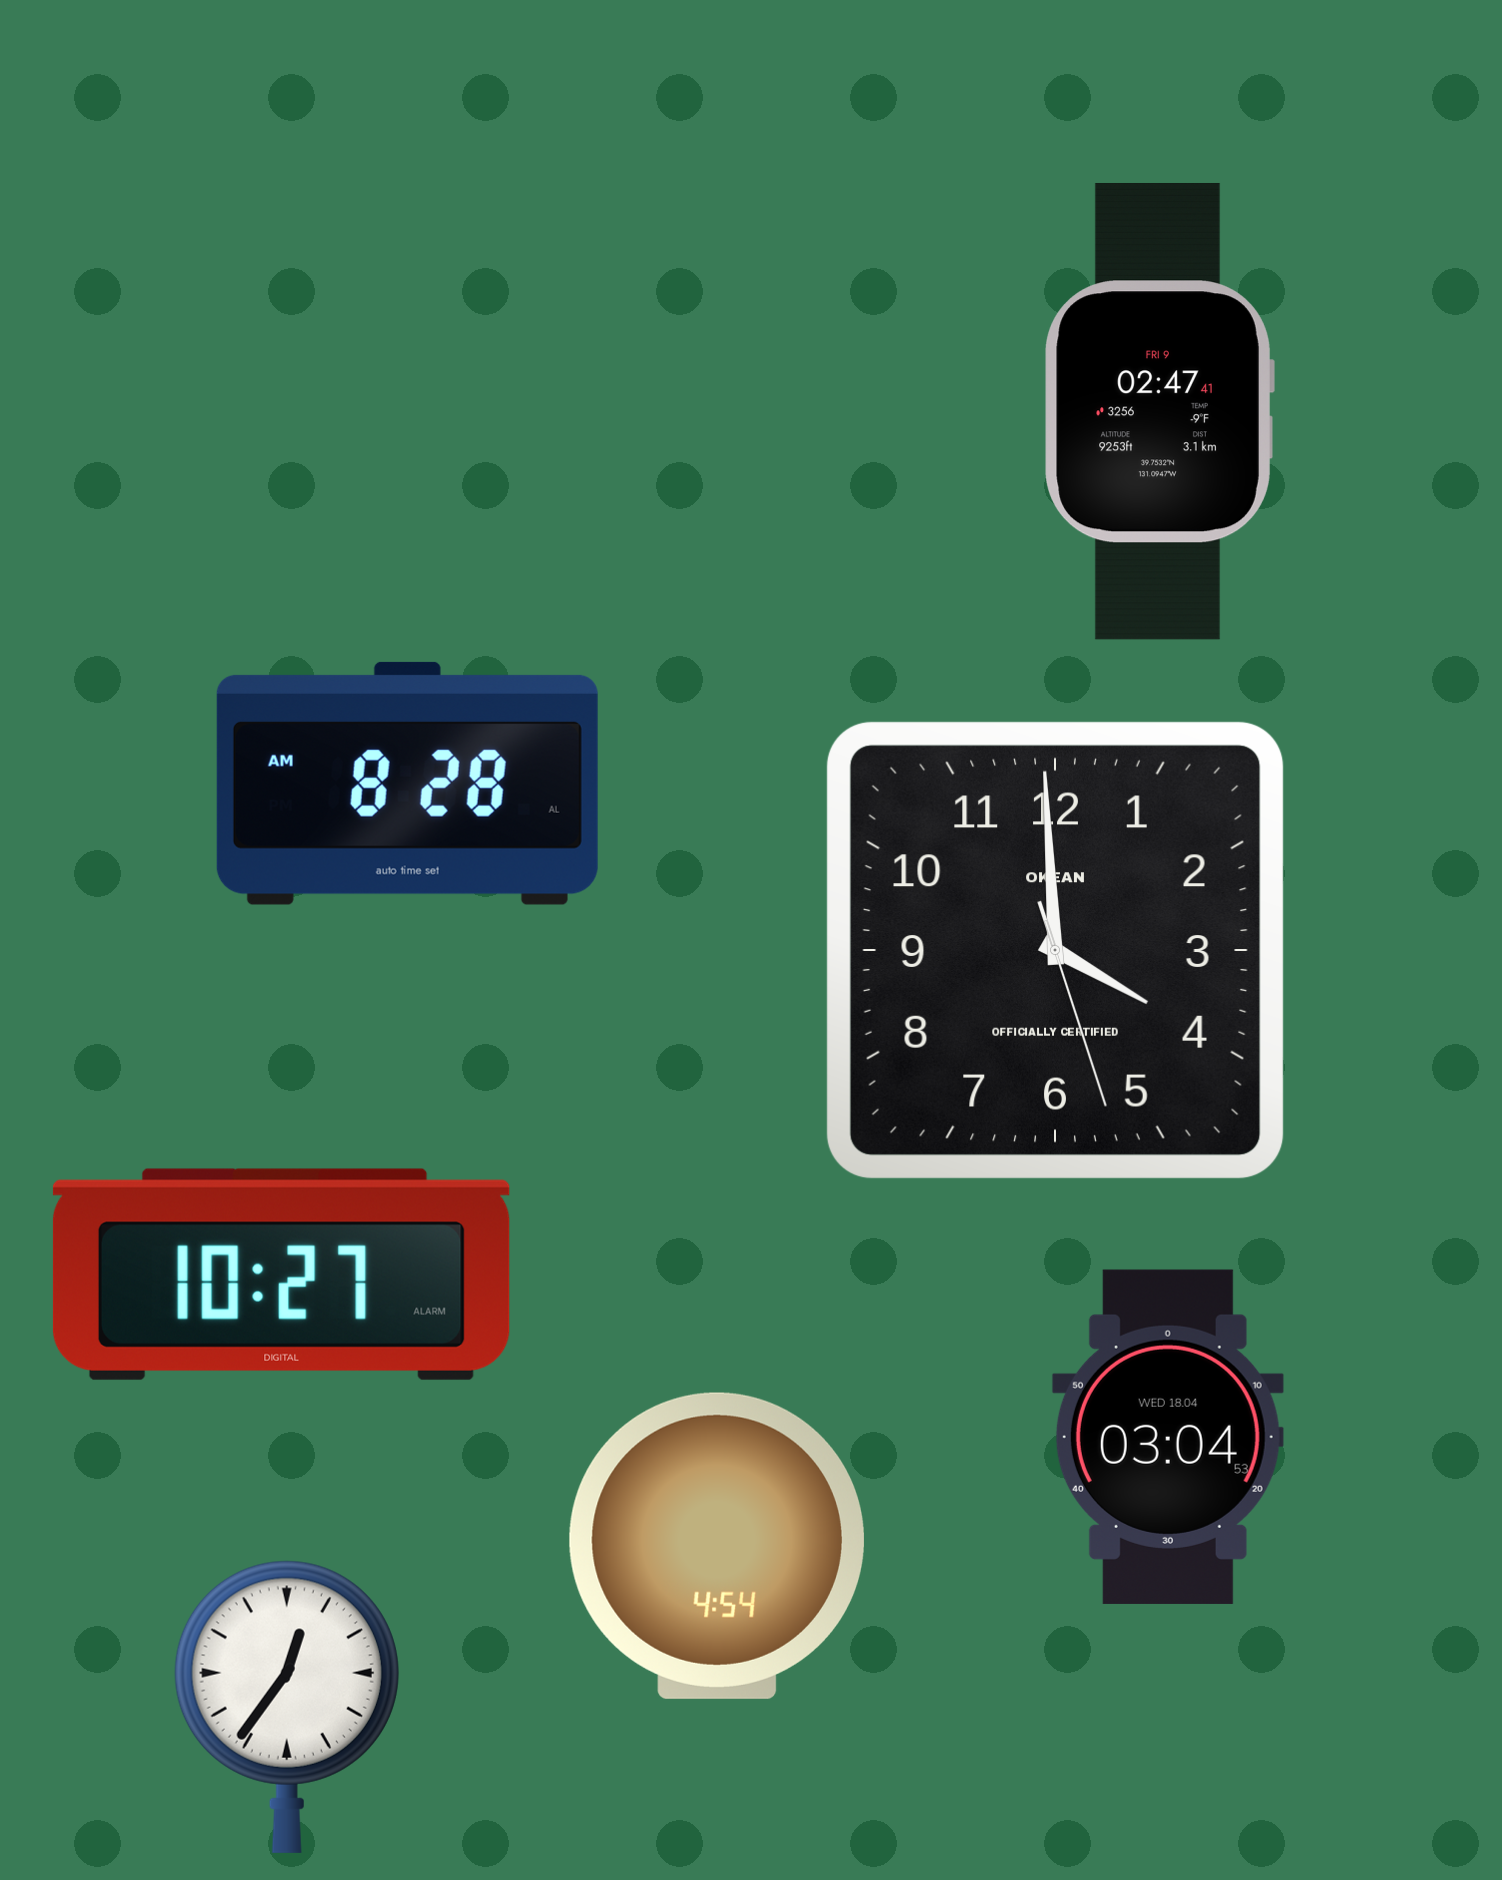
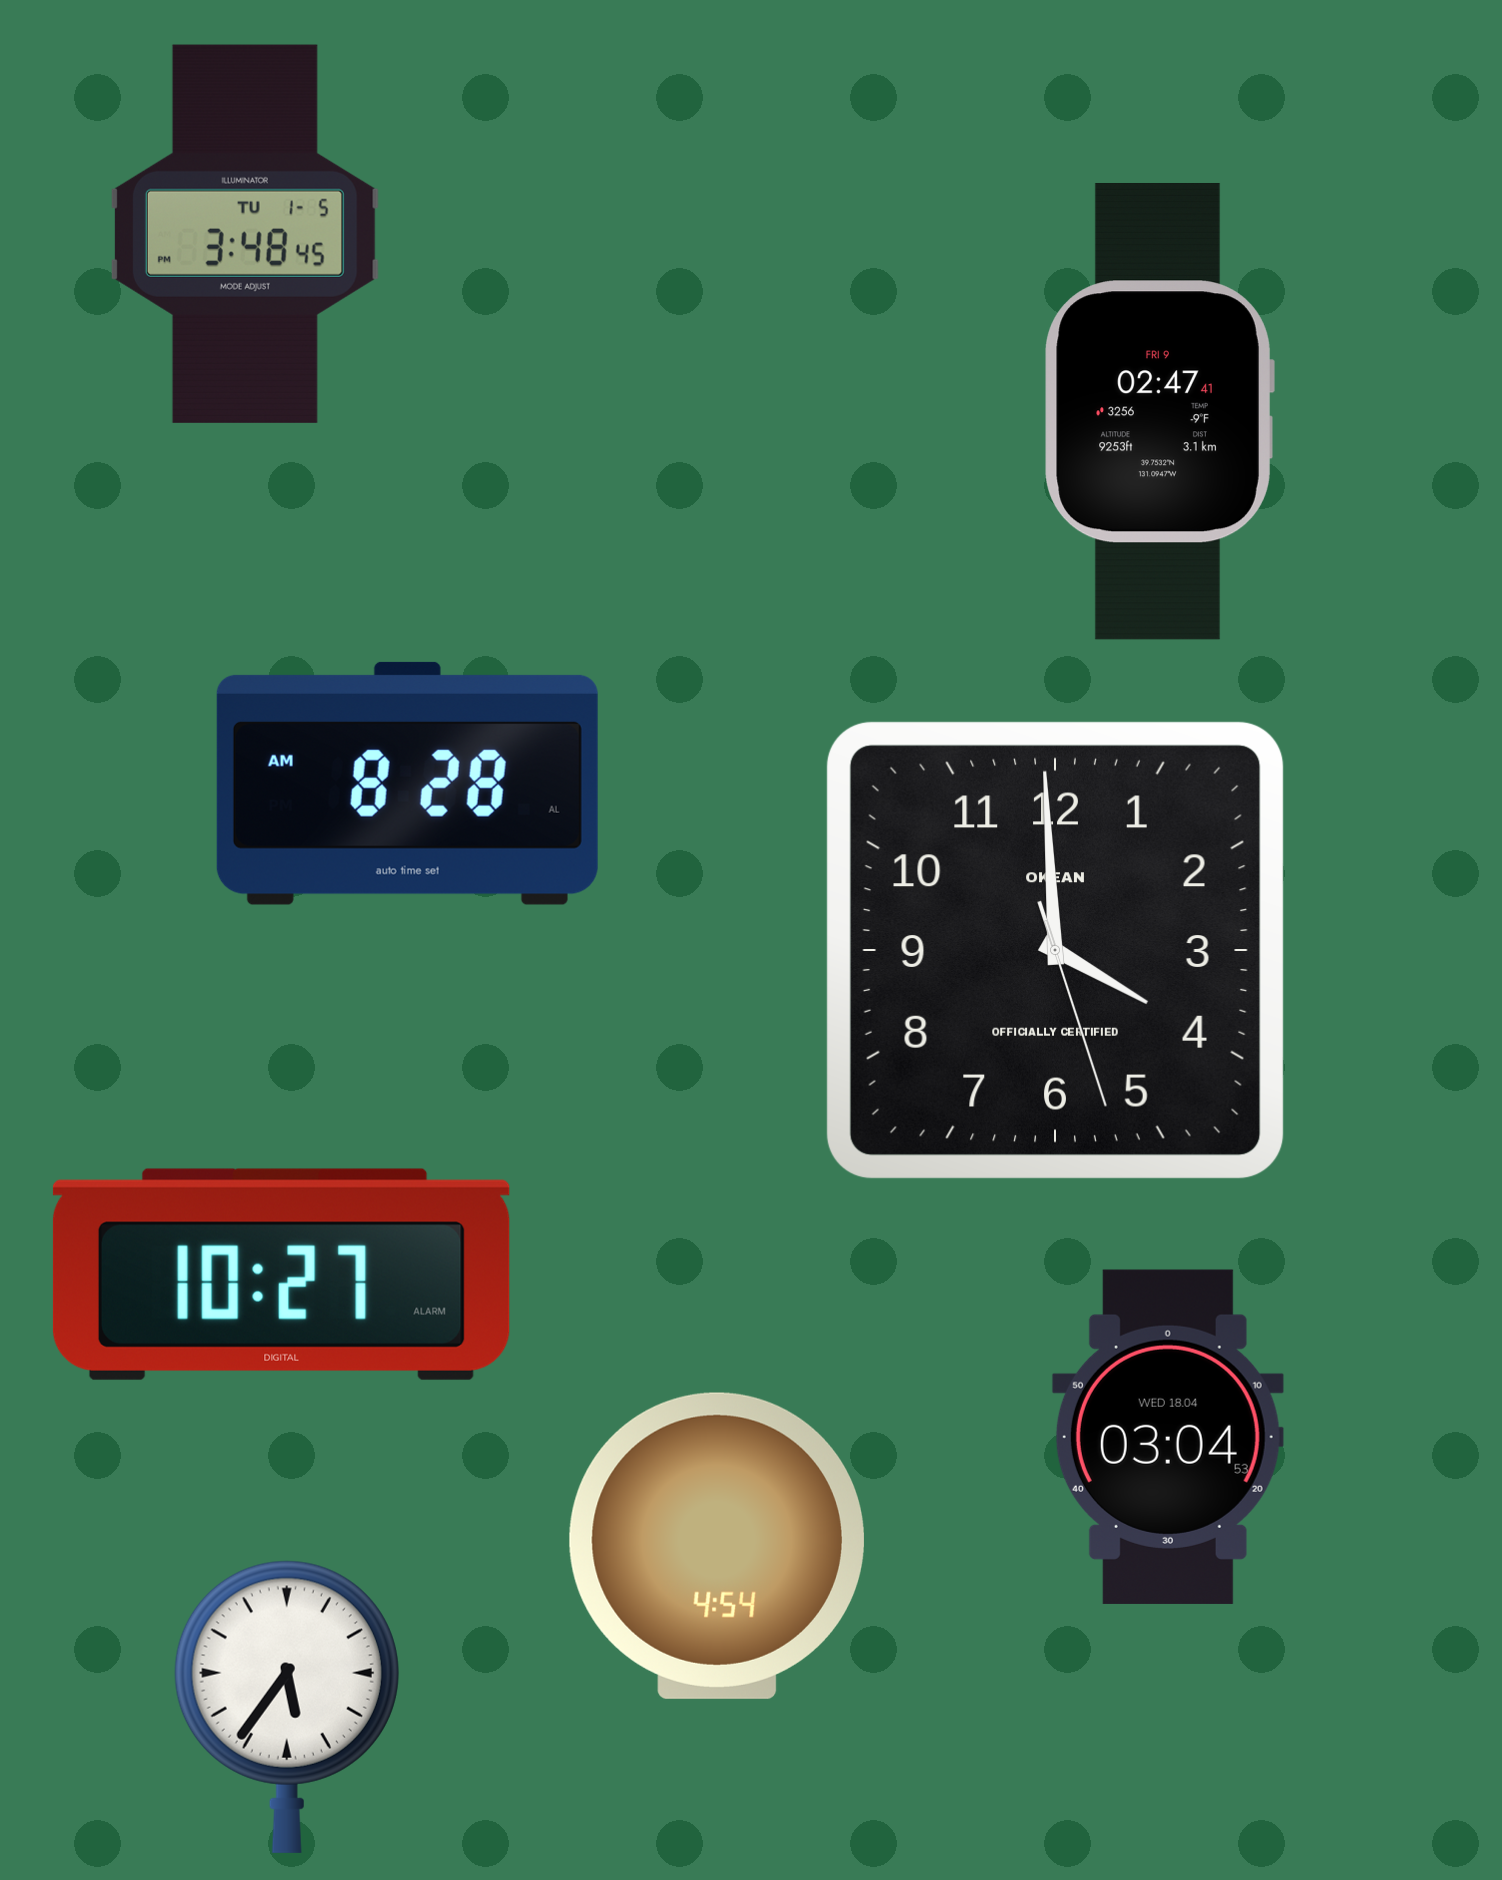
clock at (245, 234): none -> 3:48
clock at (287, 1707): 12:36 -> 5:36
